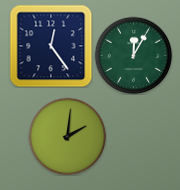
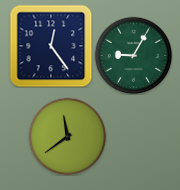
clock at (133, 55): 12:05 -> 9:05
clock at (67, 136): 2:01 -> 11:39
